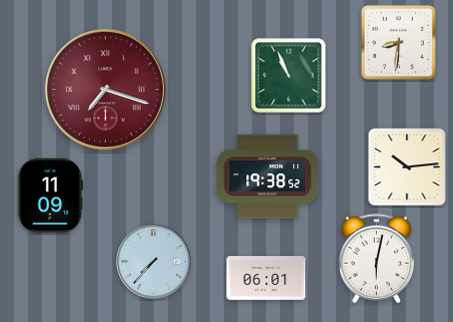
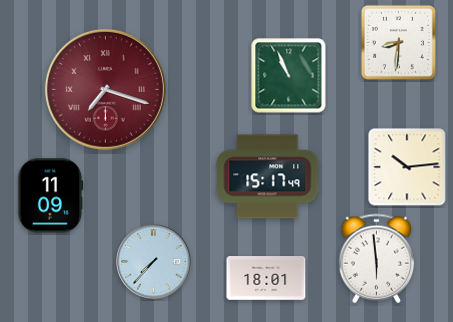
clock at (268, 177): 19:38 -> 15:17
clock at (377, 259): 6:02 -> 5:59
clock at (266, 279): 06:01 -> 18:01
